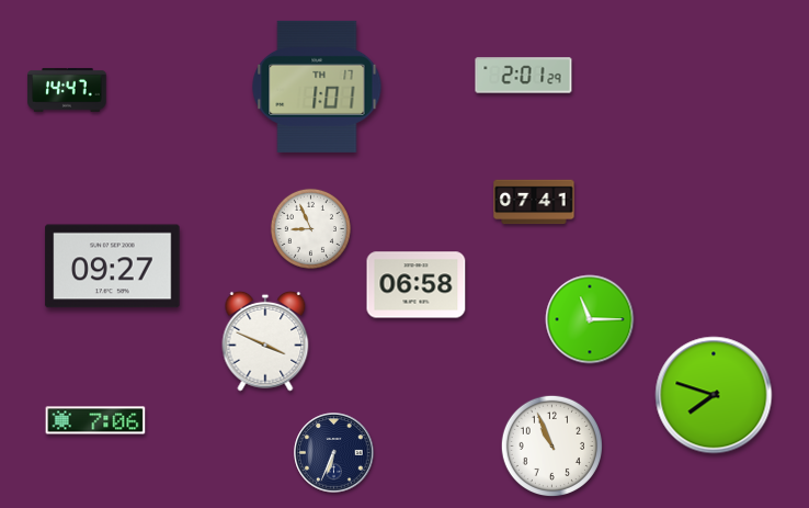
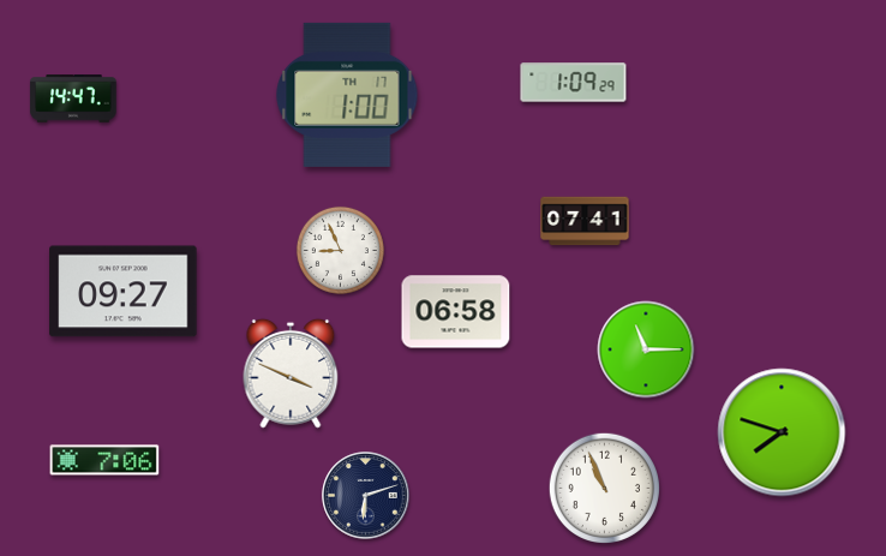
clock at (524, 76): 2:01 -> 1:09
clock at (317, 87): 1:01 -> 1:00
clock at (334, 453): 6:34 -> 6:12
